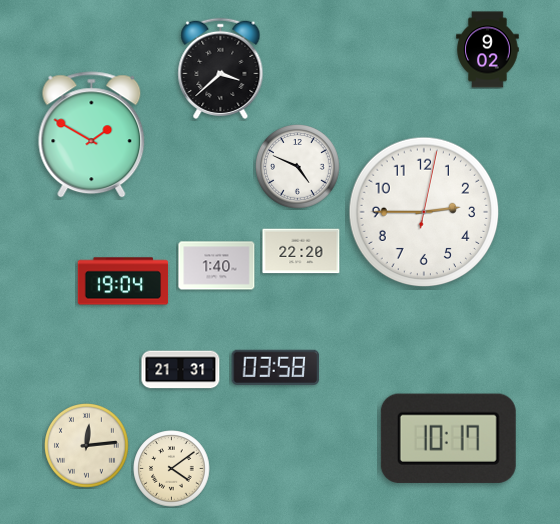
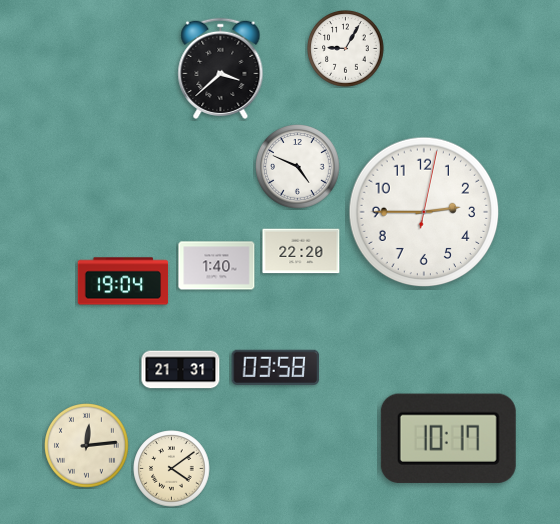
clock at (346, 49): none -> 9:05
clock at (488, 50): 9:02 -> none
clock at (92, 135): 1:50 -> none
